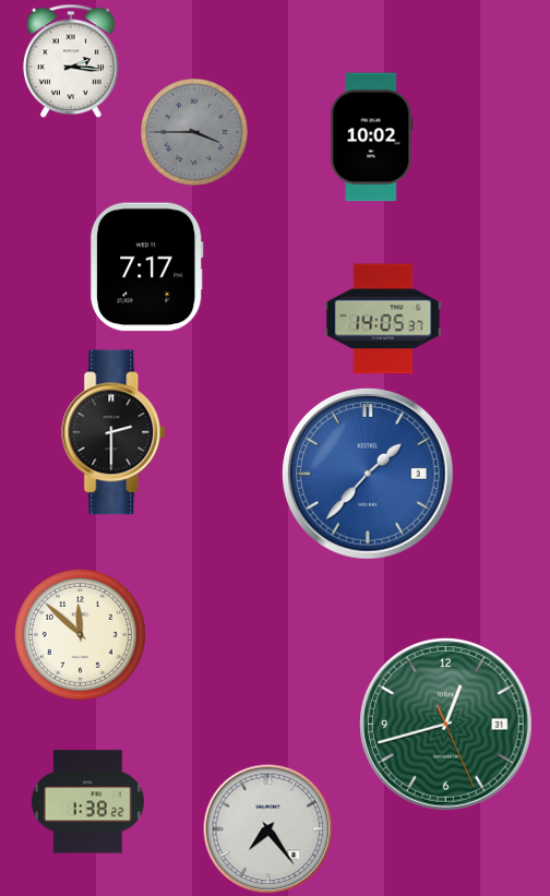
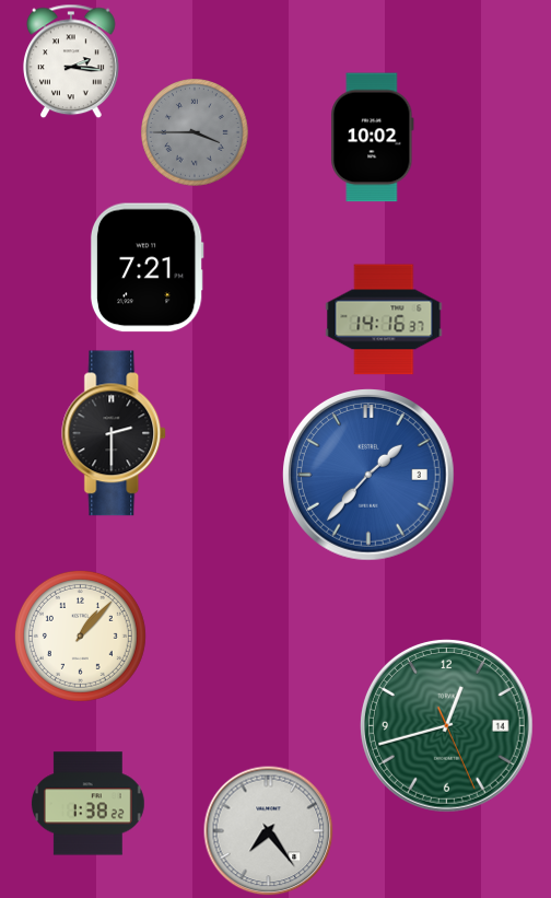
clock at (146, 267): 7:17 -> 7:21
clock at (383, 319): 14:05 -> 14:16
clock at (80, 634): 11:52 -> 1:07
clock at (445, 724) date: 31 -> 14
